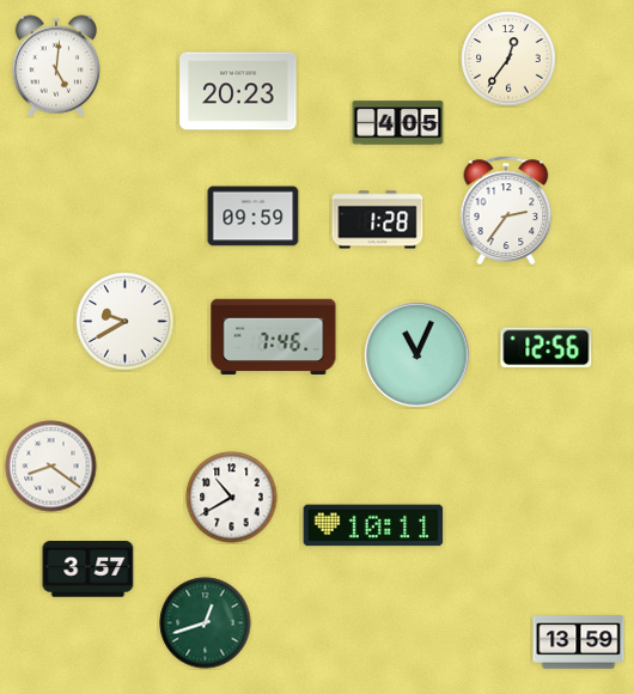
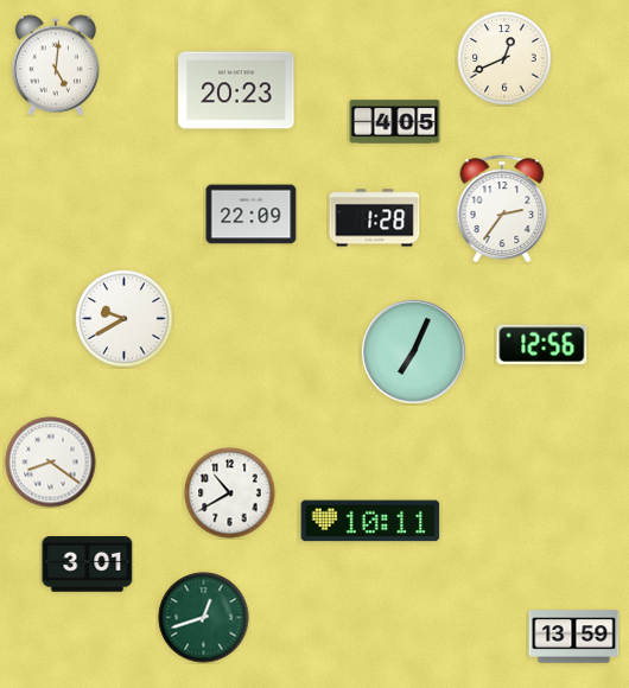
clock at (508, 59): 12:36 -> 12:41
clock at (254, 217): 09:59 -> 22:09
clock at (274, 337): 7:46 -> none
clock at (417, 355): 11:04 -> 7:04
clock at (89, 570): 3:57 -> 3:01
